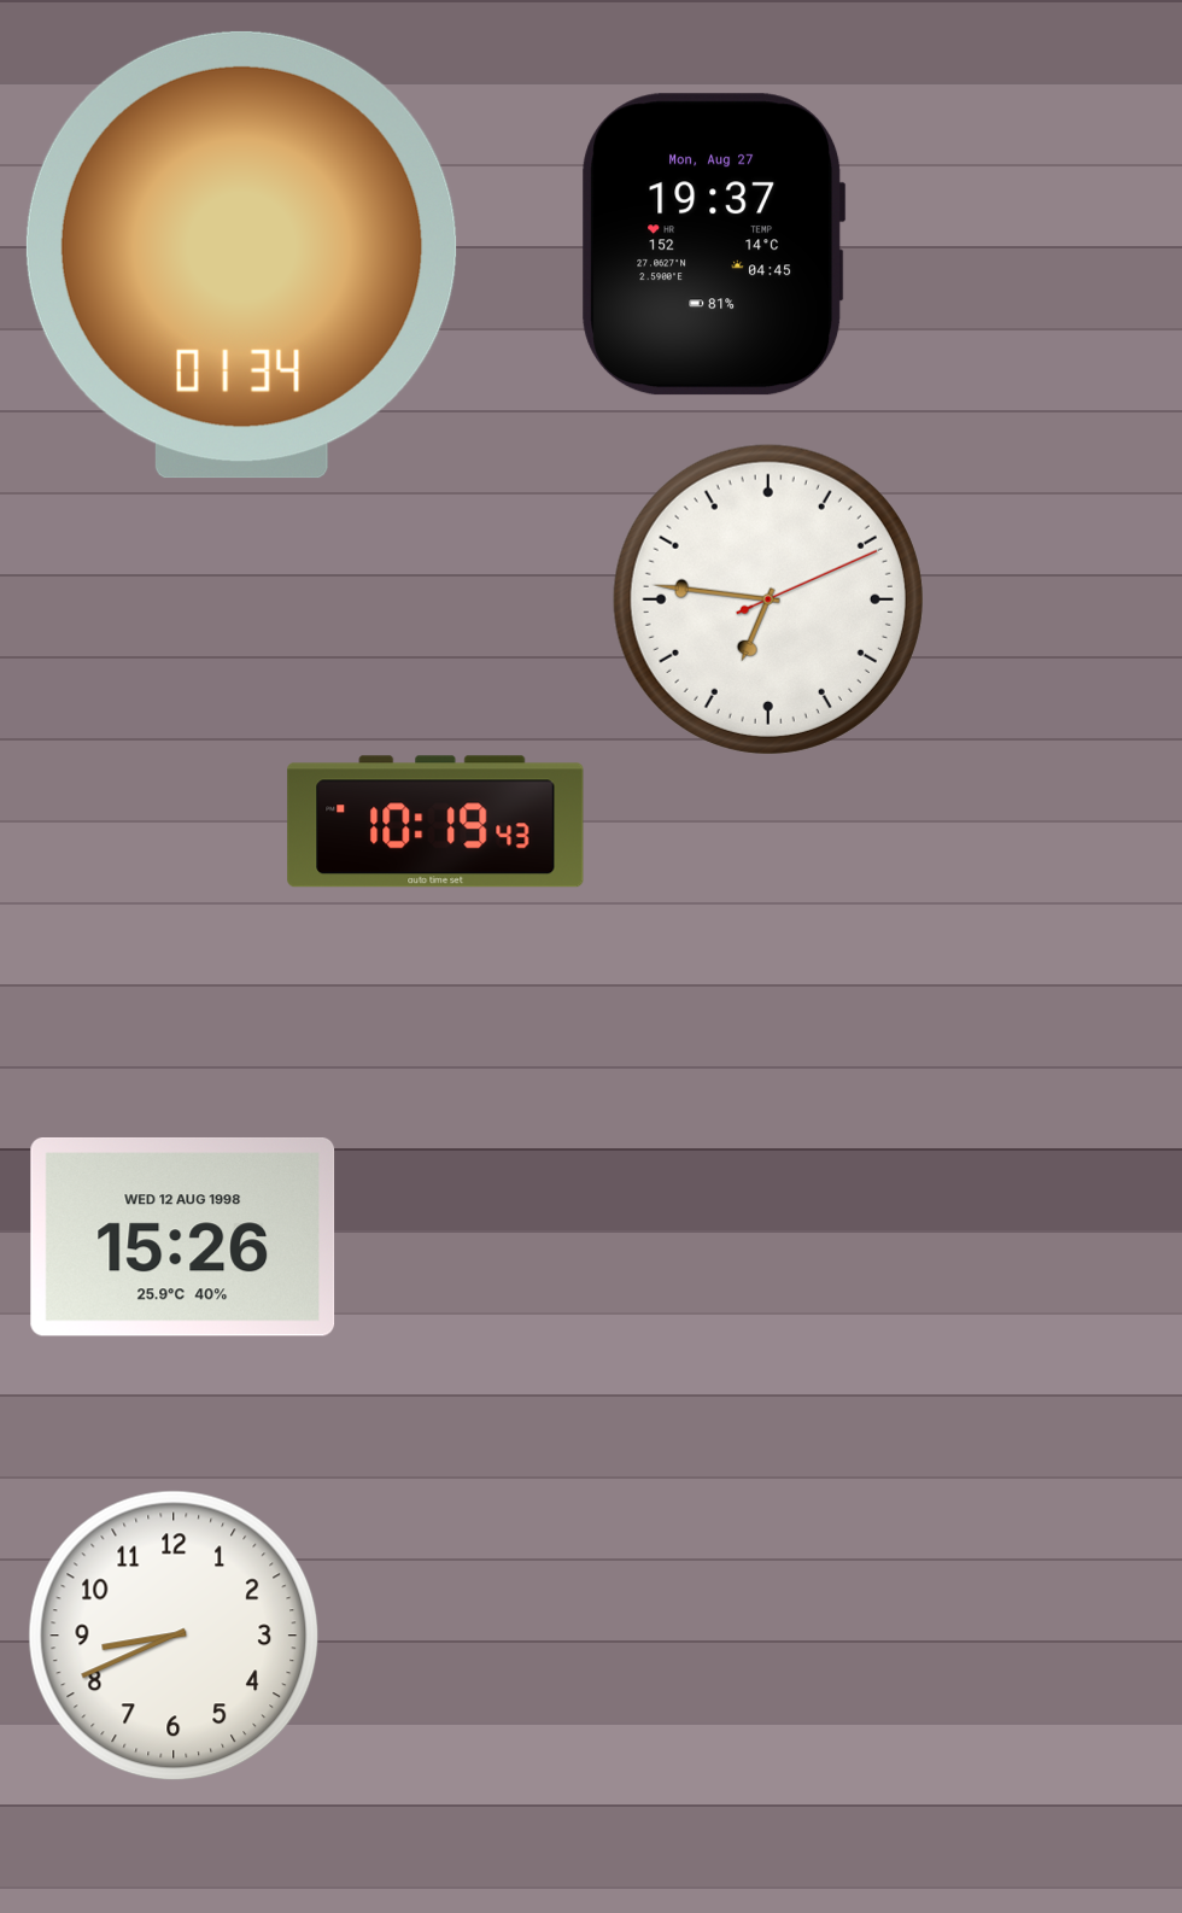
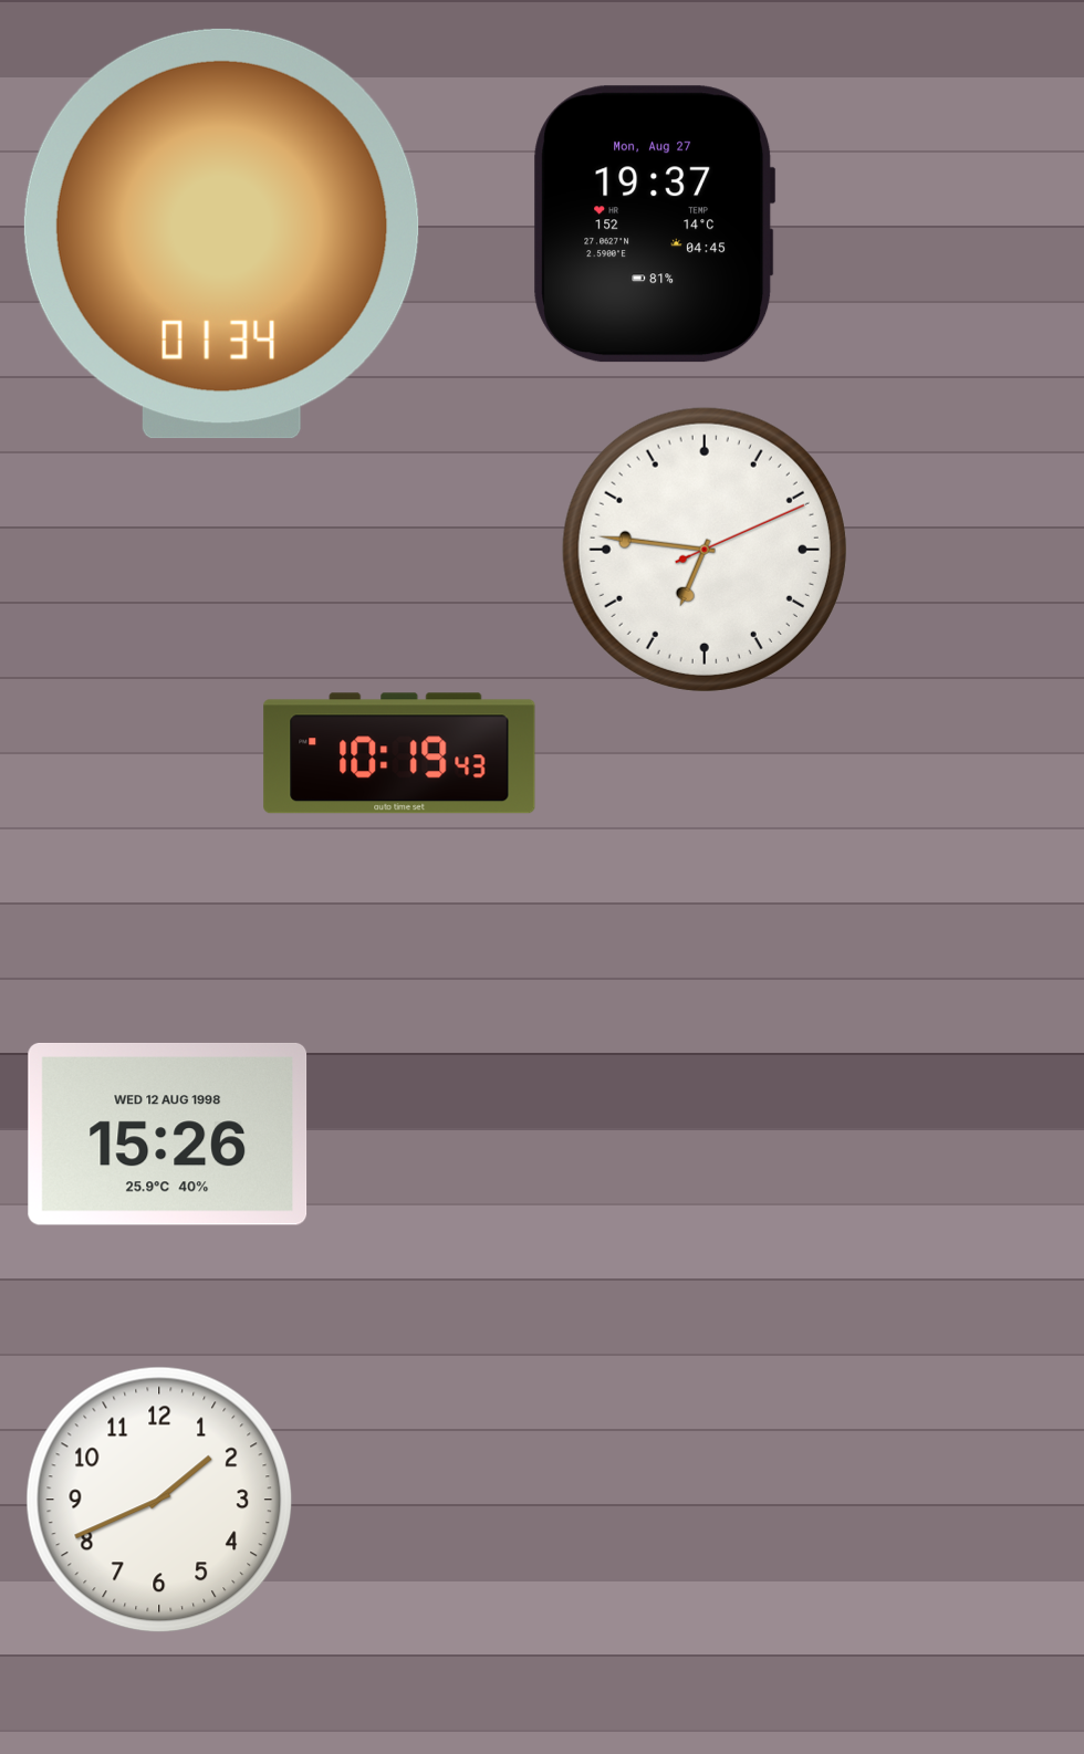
clock at (174, 1636): 8:41 -> 1:41
